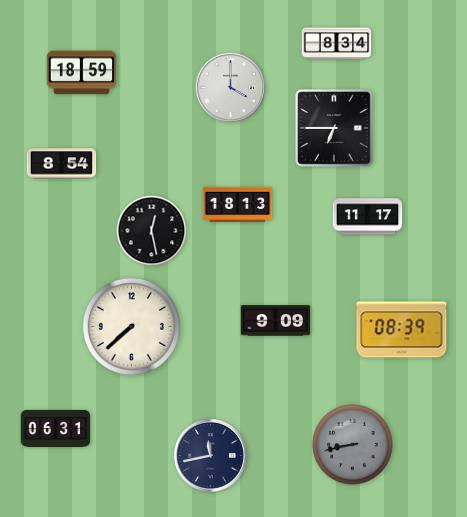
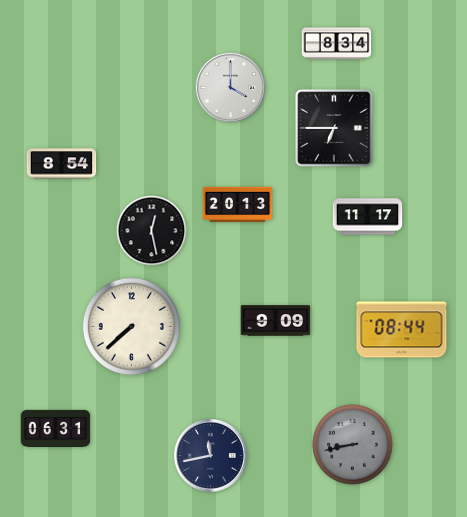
clock at (82, 73): 18:59 -> none
clock at (238, 205): 18:13 -> 20:13
clock at (402, 330): 08:39 -> 08:44
